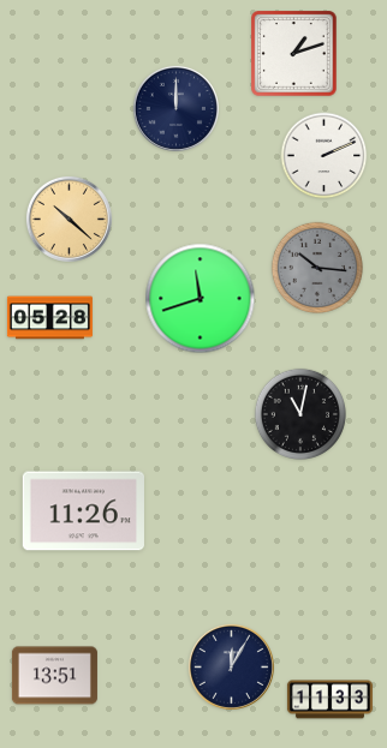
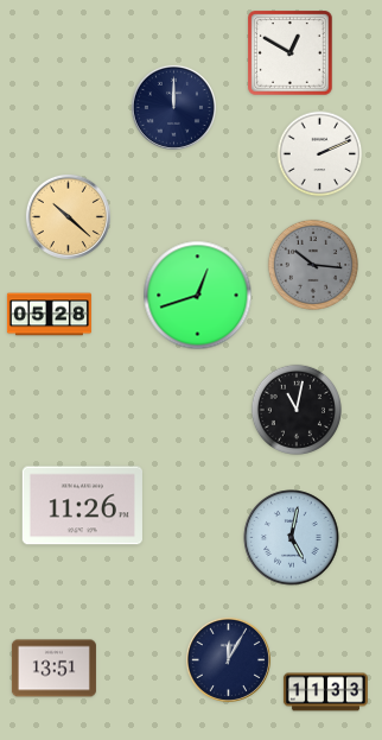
clock at (294, 54): 1:12 -> 12:50
clock at (201, 299): 11:42 -> 12:42
clock at (292, 538): none -> 5:02
